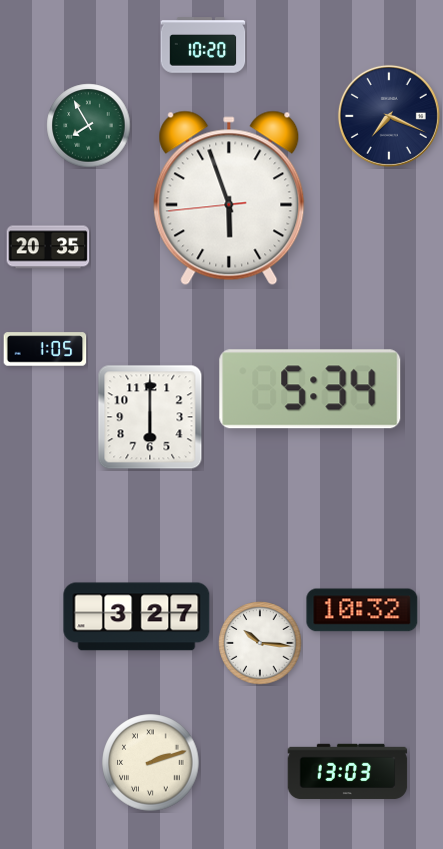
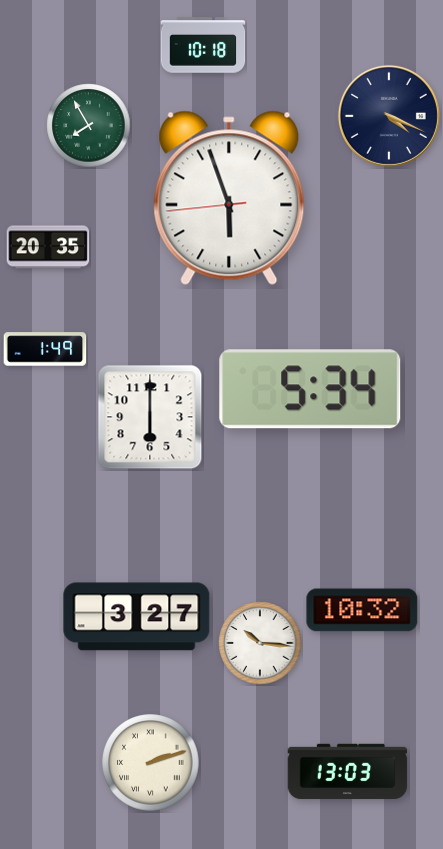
clock at (203, 45): 10:20 -> 10:18
clock at (389, 116): 7:19 -> 4:19
clock at (45, 349): 1:05 -> 1:49
